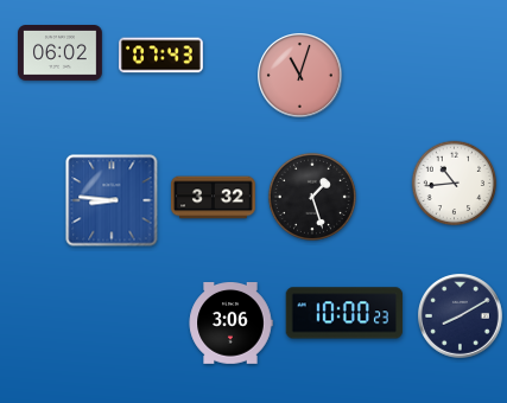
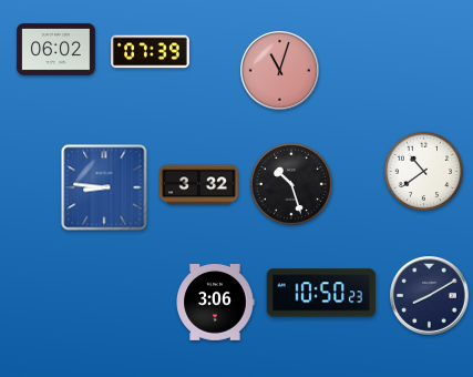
clock at (161, 56): 07:43 -> 07:39
clock at (455, 184): 10:44 -> 10:39
clock at (312, 197): 1:27 -> 10:27
clock at (344, 313): 10:00 -> 10:50
